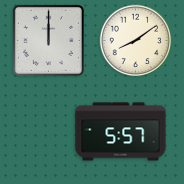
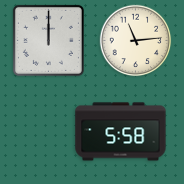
clock at (136, 41): 8:09 -> 11:14
clock at (121, 132): 5:57 -> 5:58
